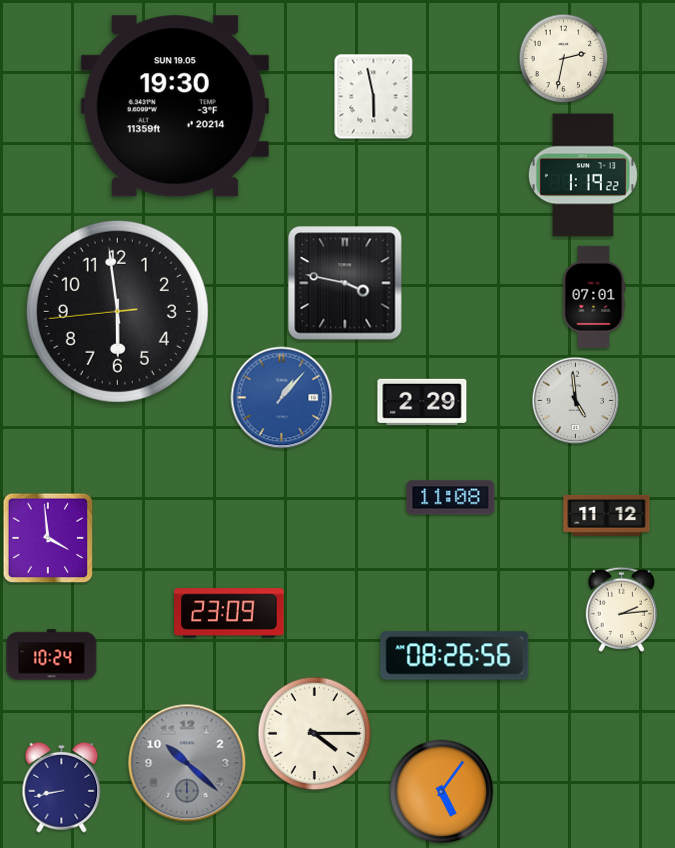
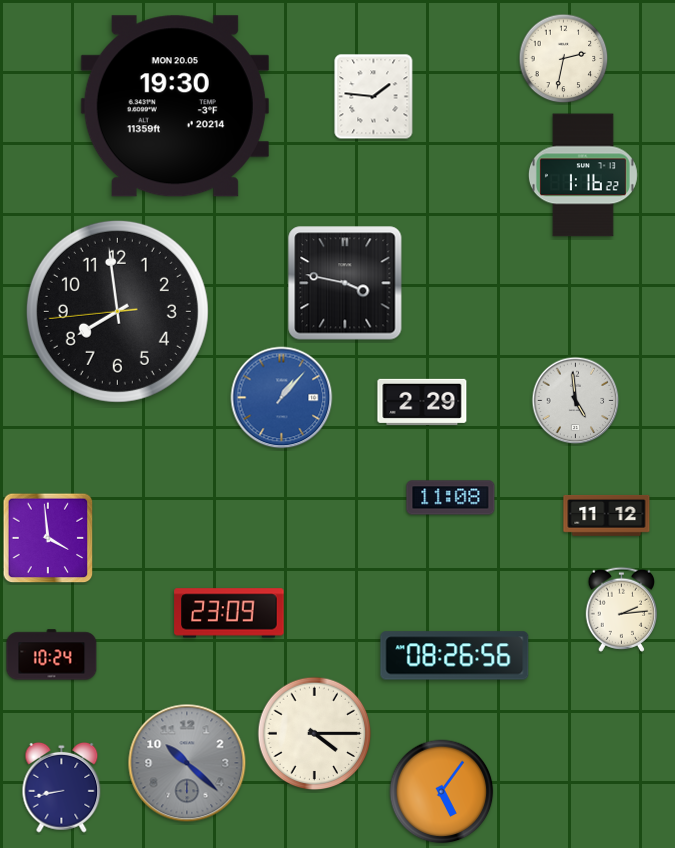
clock at (374, 97): 5:58 -> 1:46
clock at (175, 106) date: SUN 19.05 -> MON 20.05
clock at (583, 175): 1:19 -> 1:16
clock at (594, 297): 07:01 -> none
clock at (117, 311): 5:58 -> 7:58
